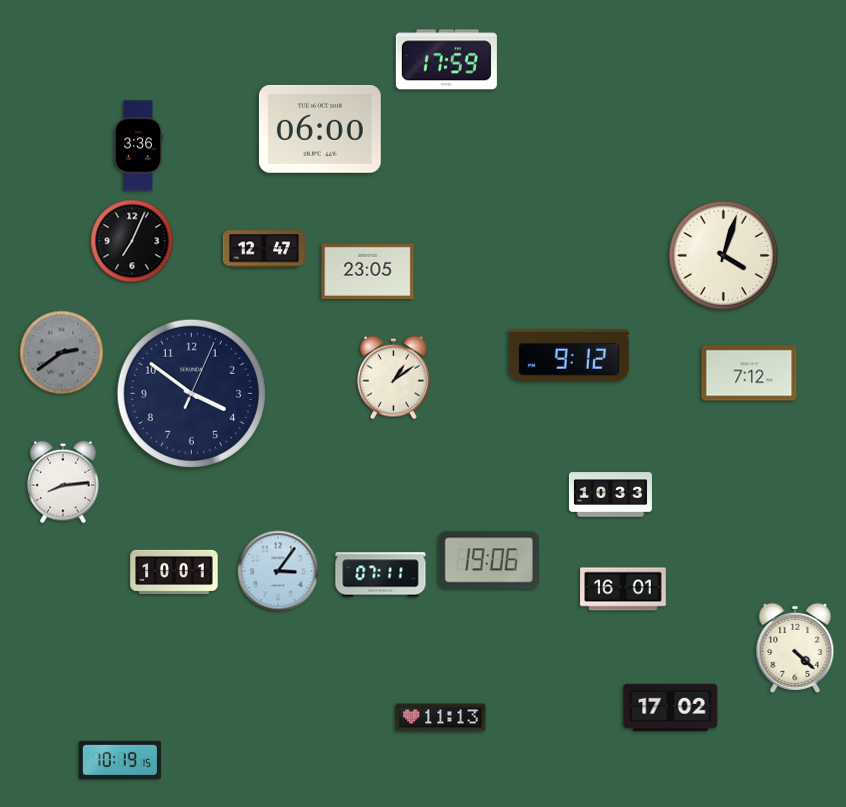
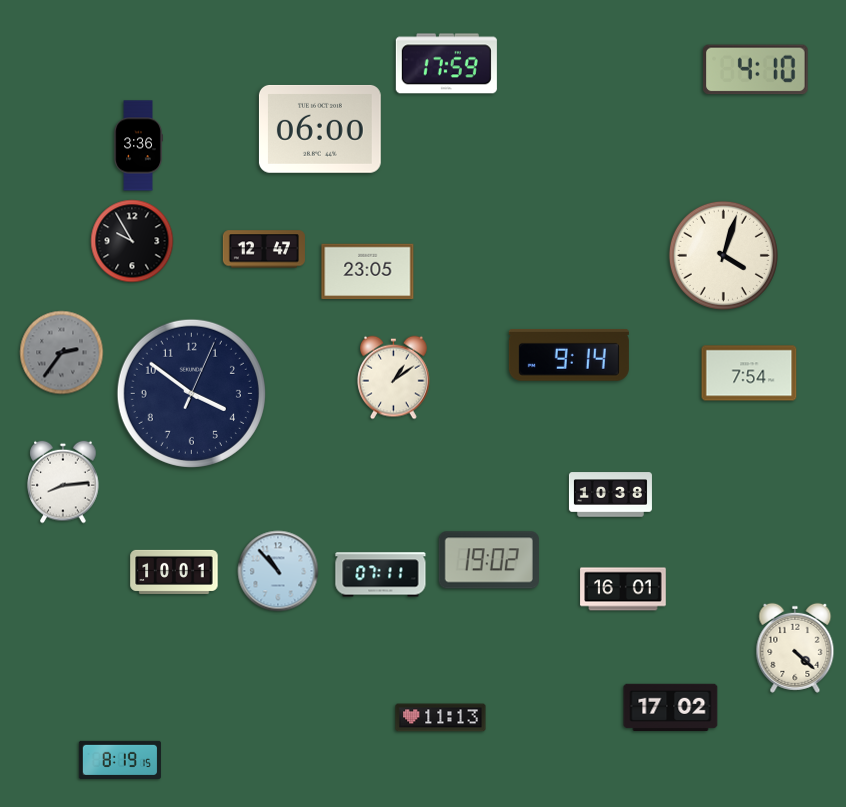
clock at (446, 60) position: (446, 60) -> (446, 64)
clock at (756, 70): none -> 4:10
clock at (132, 241): 7:04 -> 9:55
clock at (62, 353): 2:39 -> 2:36
clock at (569, 355): 9:12 -> 9:14
clock at (749, 373): 7:12 -> 7:54
clock at (610, 495): 10:33 -> 10:38
clock at (489, 560): 19:06 -> 19:02
clock at (278, 571): 3:06 -> 10:53
clock at (120, 760): 10:19 -> 8:19
